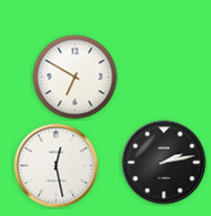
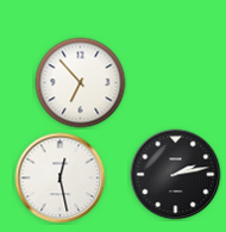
clock at (76, 78): 6:50 -> 6:53
